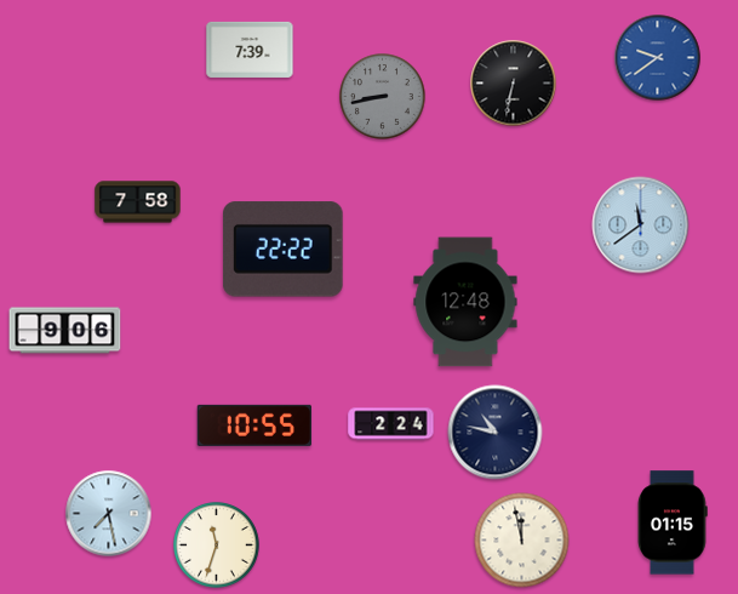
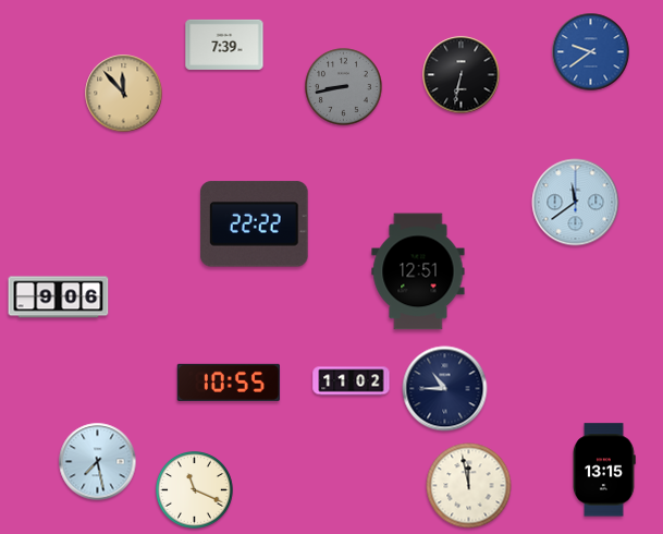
clock at (124, 94): none -> 11:53
clock at (138, 202): 7:58 -> none
clock at (465, 302): 12:48 -> 12:51
clock at (391, 424): 2:24 -> 11:02
clock at (496, 433): 10:47 -> 10:45
clock at (674, 522): 01:15 -> 13:15
clock at (217, 546): 11:33 -> 11:19
